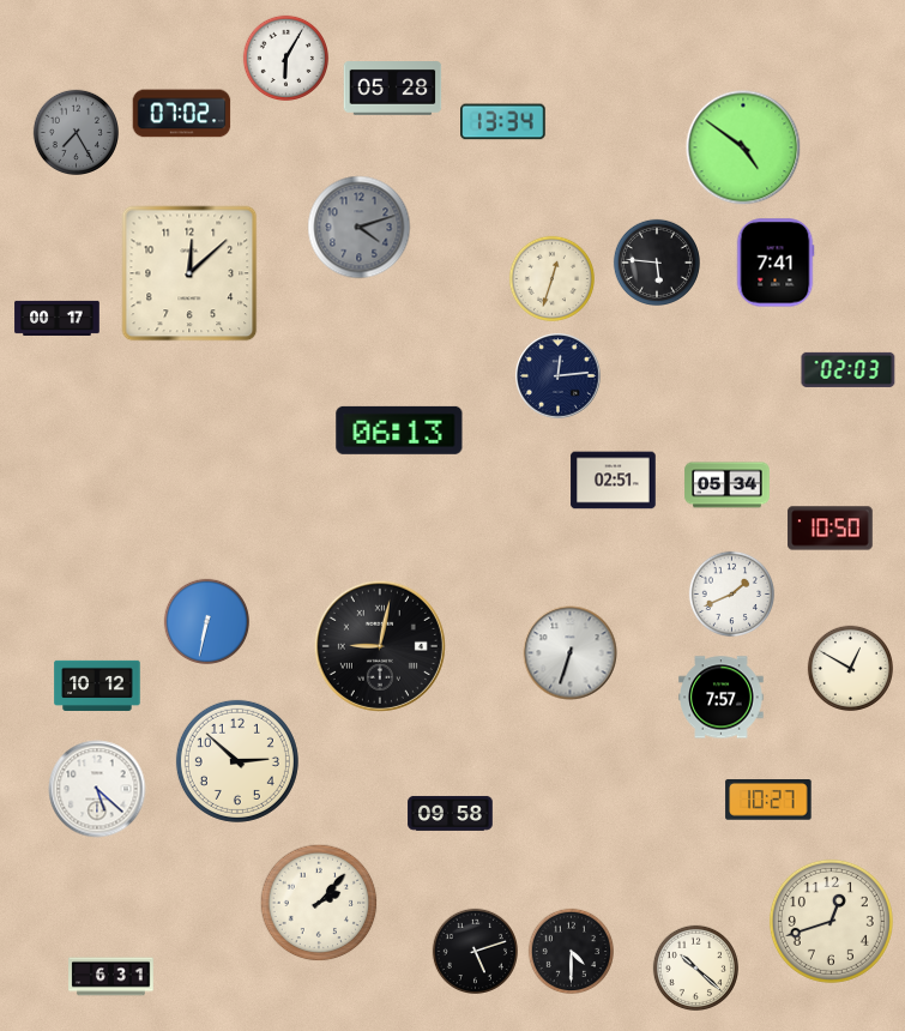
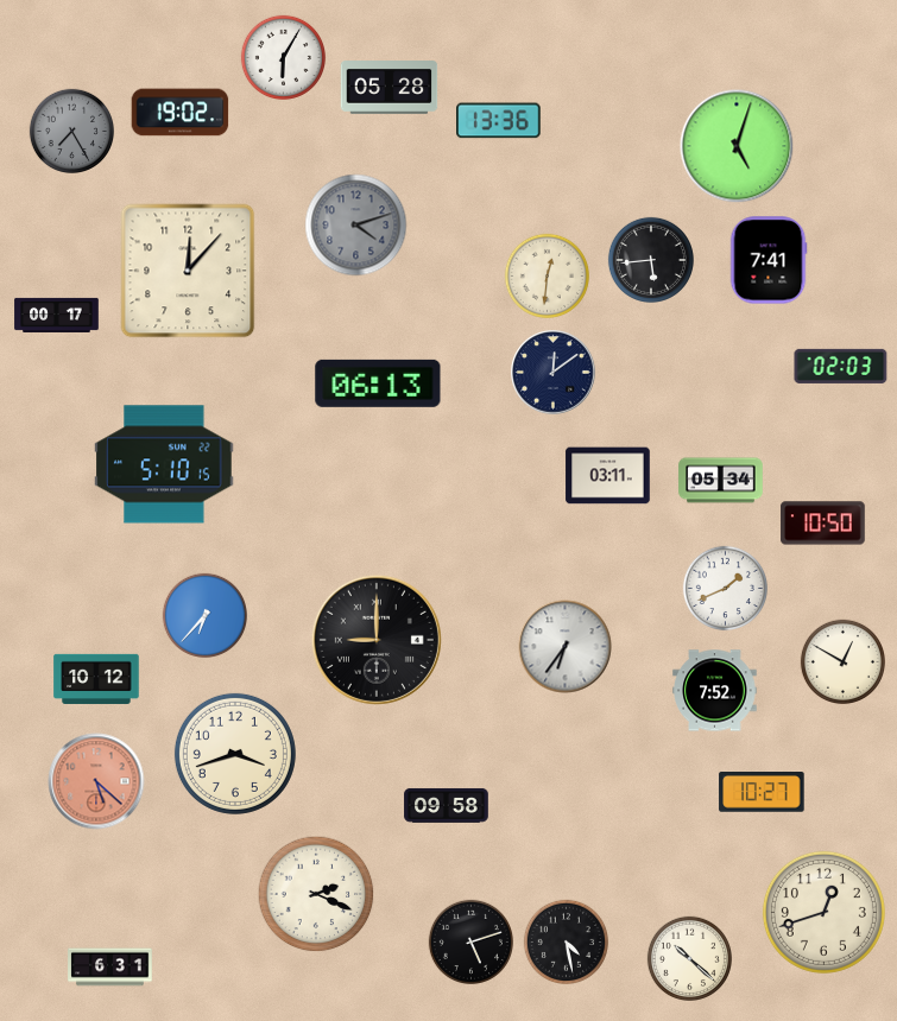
clock at (182, 114): 07:02 -> 19:02
clock at (503, 122): 13:34 -> 13:36
clock at (76, 132) position: (76, 132) -> (71, 131)
clock at (743, 147): 4:51 -> 5:03
clock at (657, 263): 5:46 -> 5:44
clock at (189, 273): 12:08 -> 12:07
clock at (551, 278): 12:33 -> 12:31
clock at (559, 376): 12:14 -> 12:09
clock at (399, 430) position: (399, 430) -> (378, 383)
clock at (164, 464): none -> 5:10
clock at (614, 481): 02:51 -> 03:11
clock at (206, 621): 6:32 -> 6:37
clock at (380, 646): 9:02 -> 9:00
clock at (571, 653): 6:33 -> 6:36
clock at (722, 698): 7:57 -> 7:52
clock at (237, 761): 2:52 -> 3:42
clock at (97, 789) dial: white -> salmon
clock at (319, 903): 2:07 -> 2:19
clock at (571, 951): 4:30 -> 4:28
